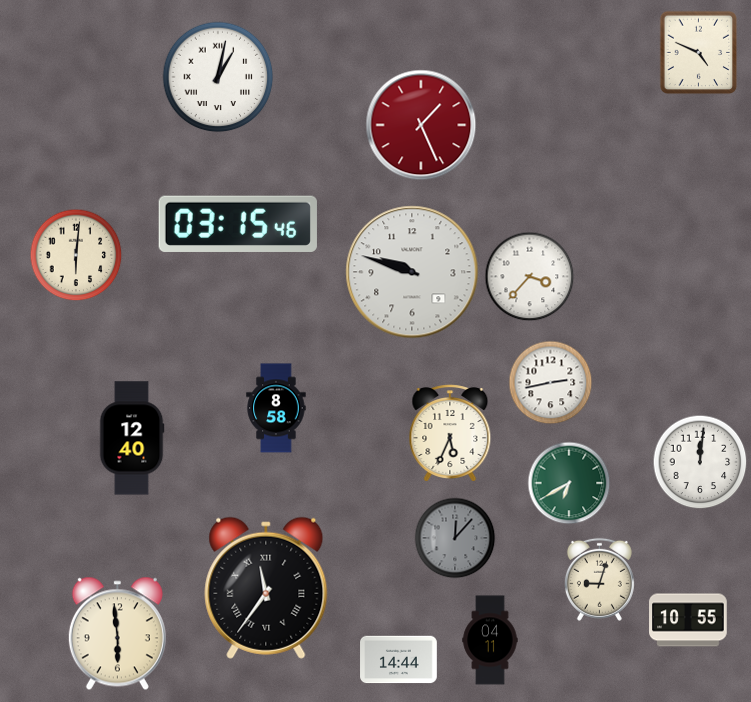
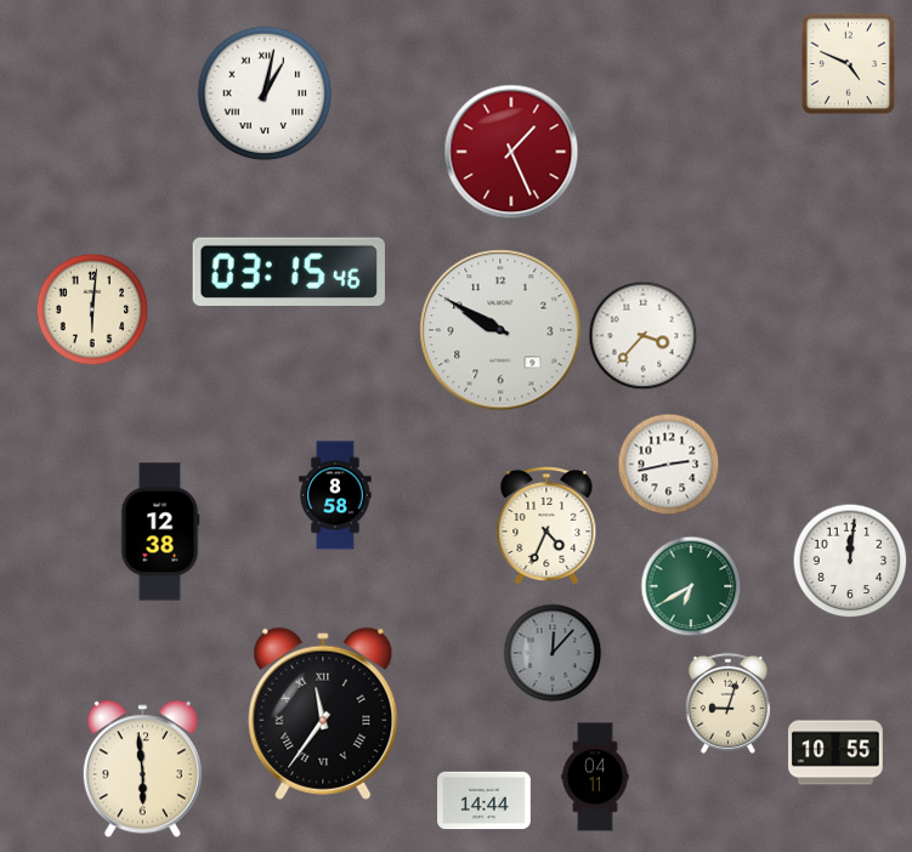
clock at (412, 272): 9:48 -> 9:50
clock at (450, 433): 5:34 -> 4:34
clock at (132, 438): 12:40 -> 12:38
